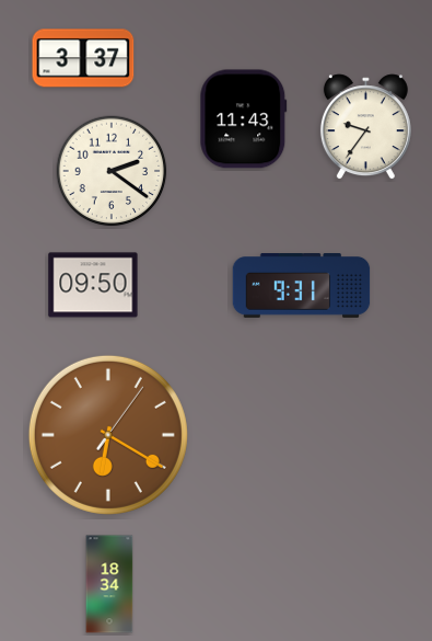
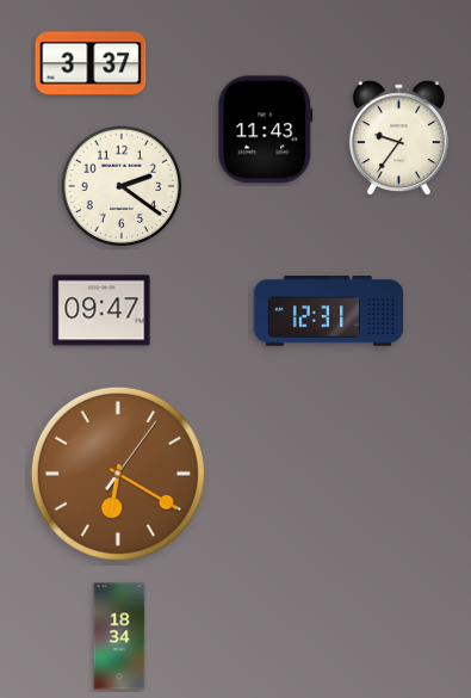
clock at (93, 285): 09:50 -> 09:47
clock at (302, 286): 9:31 -> 12:31
